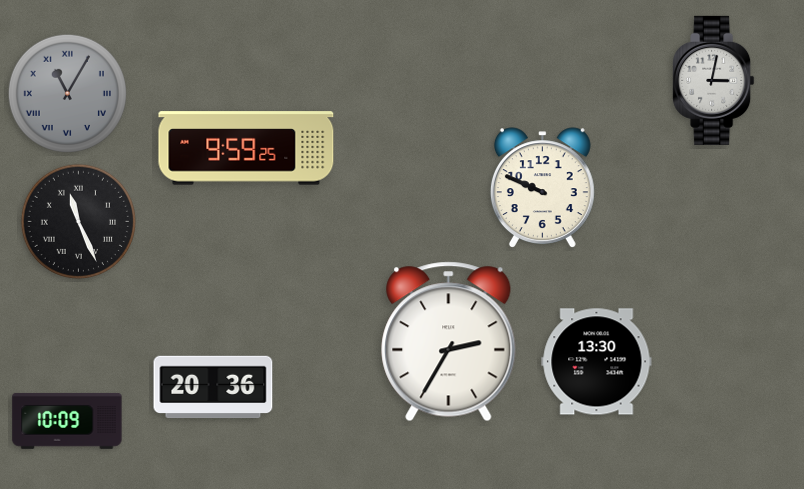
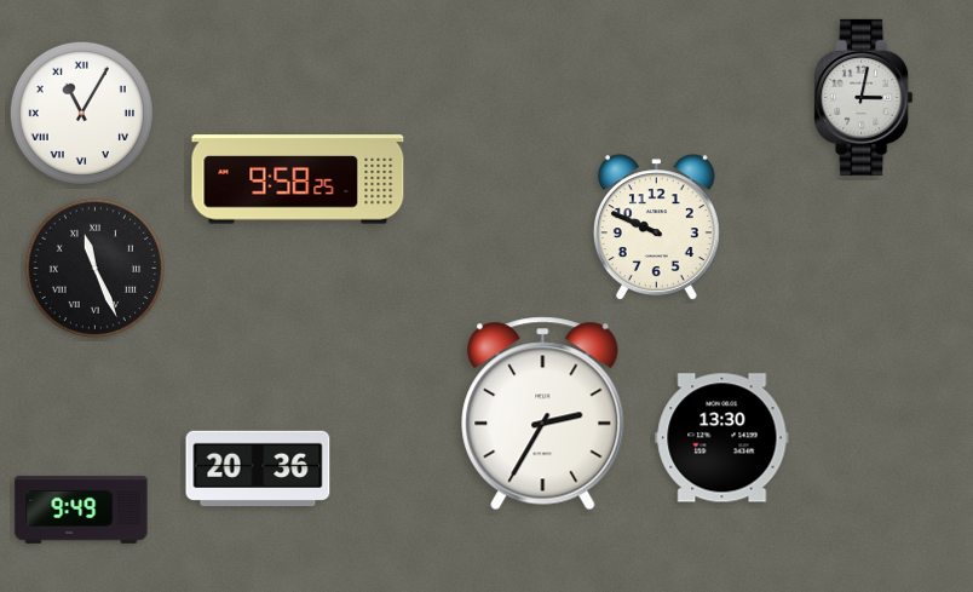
clock at (67, 93) dial: grey -> white
clock at (246, 148): 9:59 -> 9:58
clock at (67, 421): 10:09 -> 9:49
